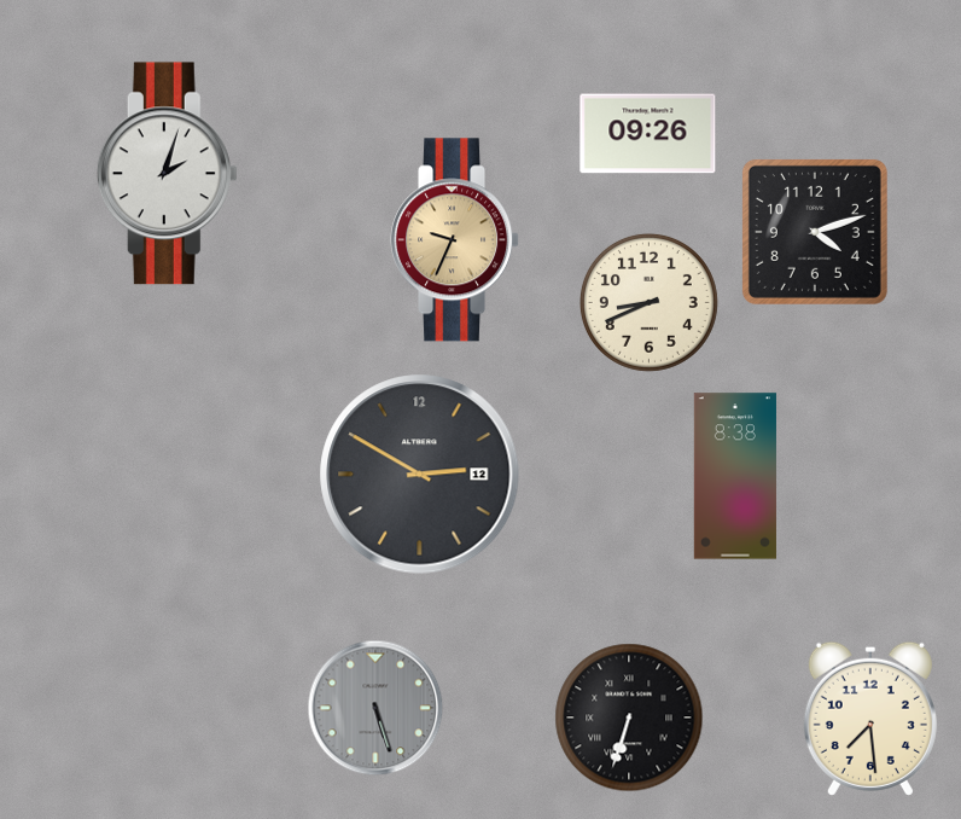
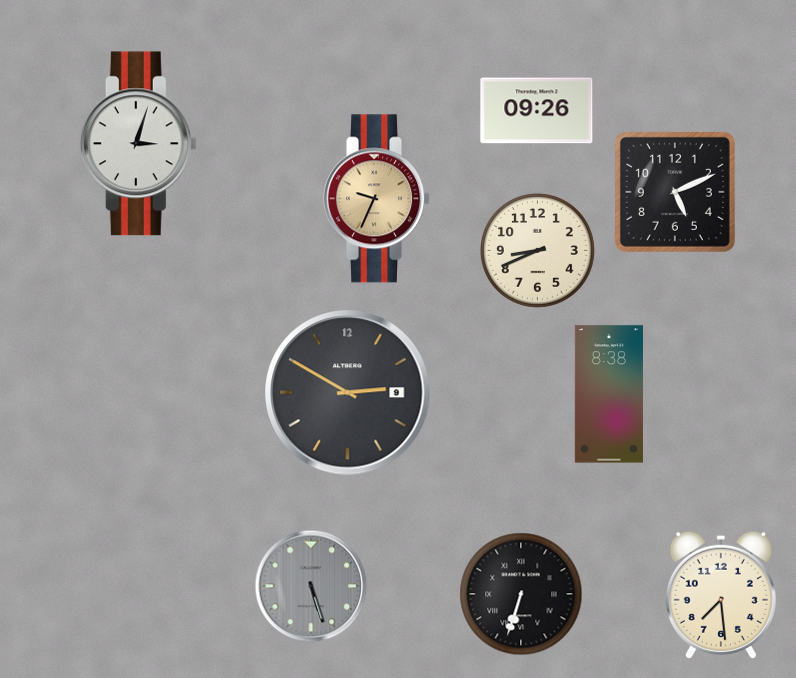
clock at (167, 174): 2:03 -> 3:03
clock at (815, 232): 4:12 -> 5:11
clock at (420, 475) date: 12 -> 9
